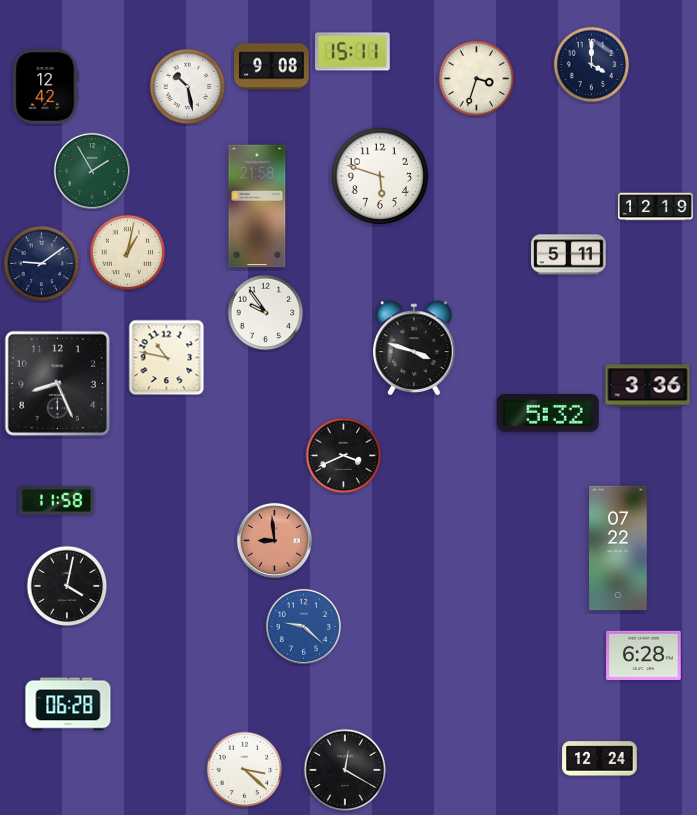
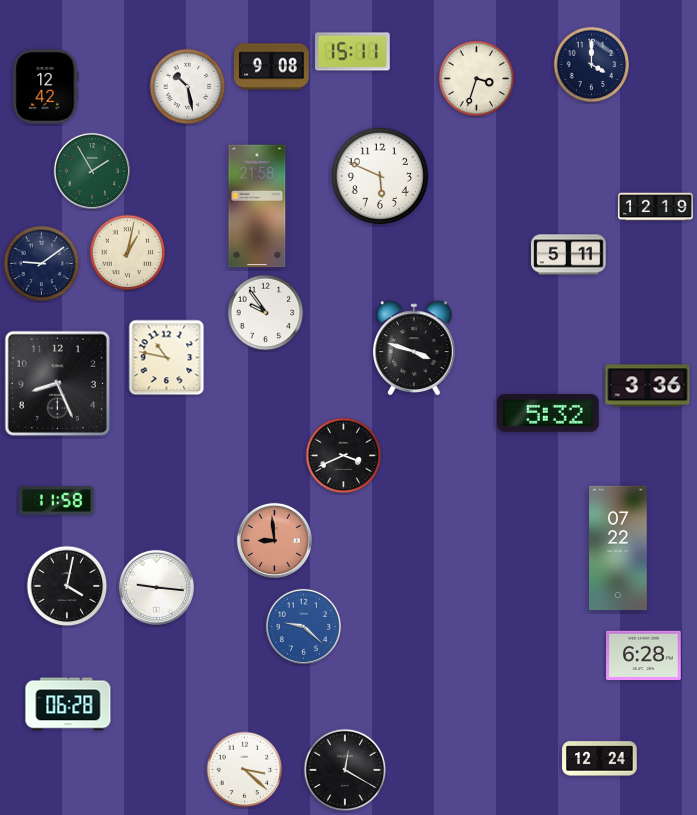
clock at (379, 175): 5:48 -> 5:49
clock at (156, 587): none -> 9:16
